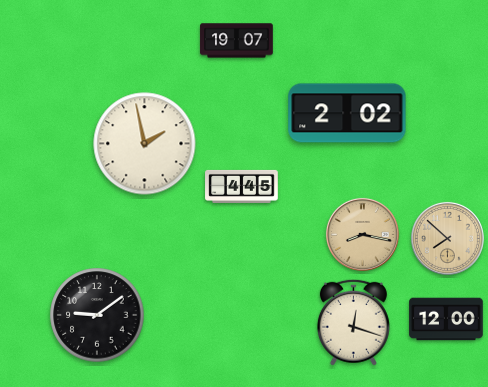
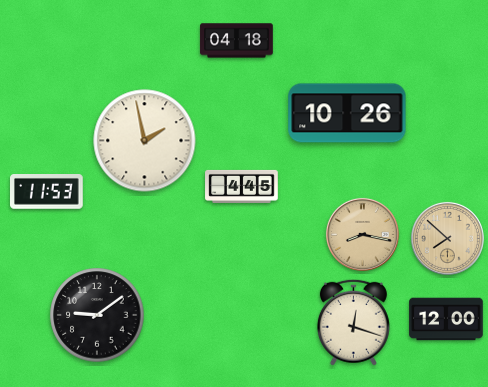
clock at (237, 41): 19:07 -> 04:18
clock at (347, 113): 2:02 -> 10:26
clock at (145, 144) position: (145, 144) -> (145, 141)
clock at (47, 192): none -> 11:53
